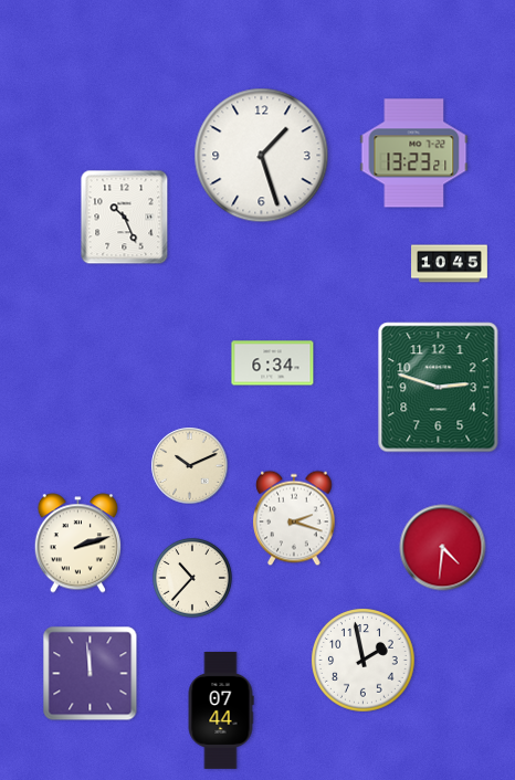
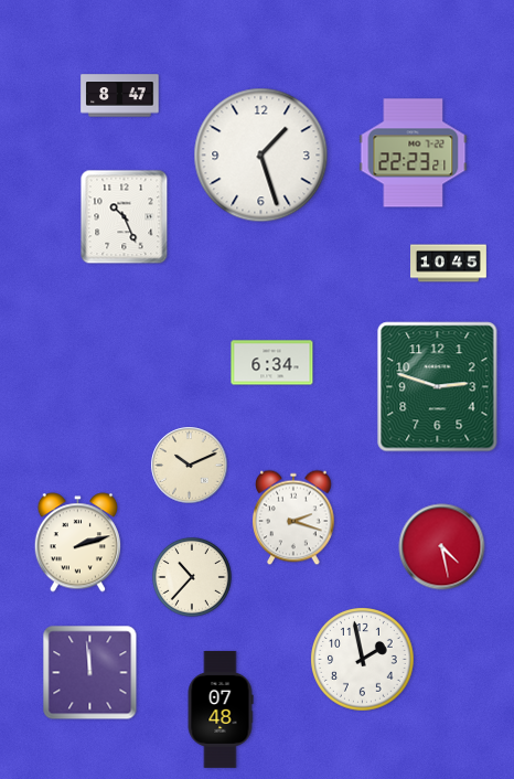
clock at (120, 96): none -> 8:47
clock at (414, 154): 13:23 -> 22:23
clock at (443, 548): 4:31 -> 4:28
clock at (221, 710): 07:44 -> 07:48
